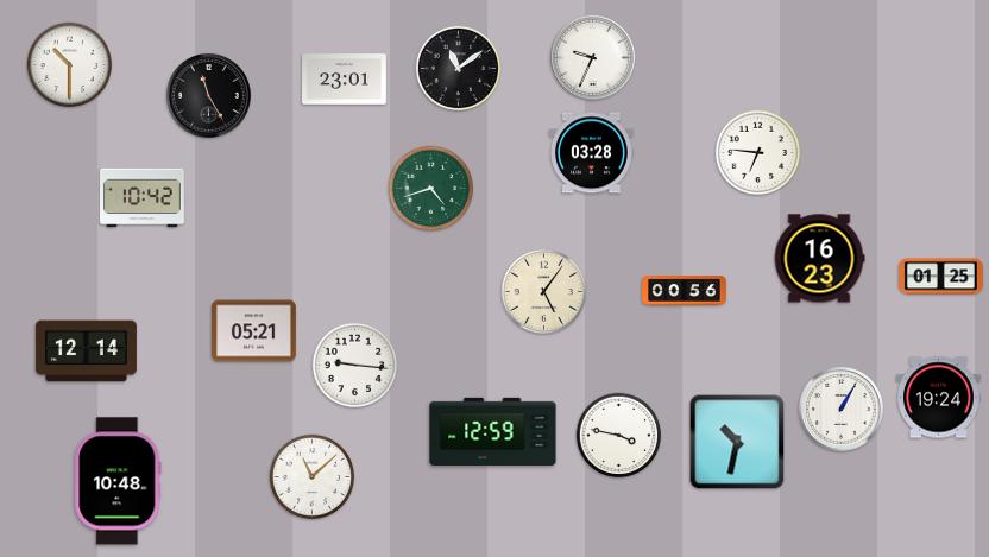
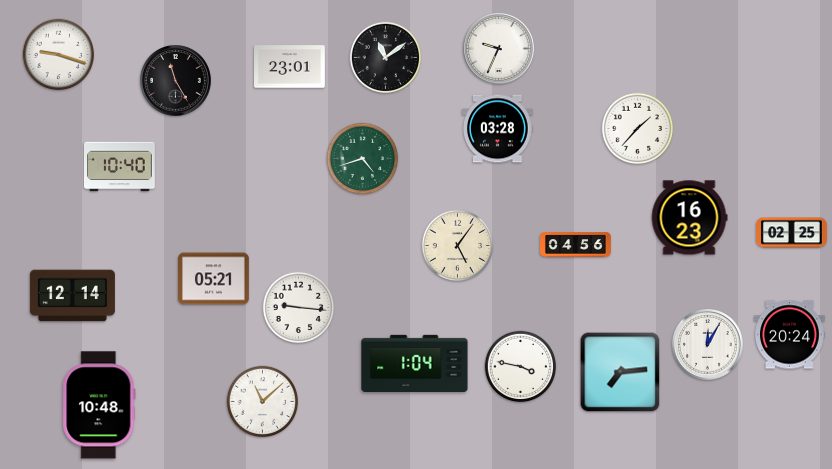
clock at (70, 65): 10:30 -> 9:18
clock at (758, 153): 6:46 -> 1:37
clock at (143, 198): 10:42 -> 10:40
clock at (941, 277): 01:25 -> 02:25
clock at (685, 291): 00:56 -> 04:56
clock at (939, 398): 19:24 -> 20:24
clock at (842, 410): 1:05 -> 12:05
clock at (493, 431): 12:59 -> 1:04
clock at (737, 442): 10:32 -> 7:14
